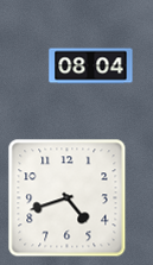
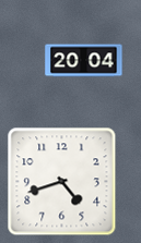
clock at (91, 67): 08:04 -> 20:04
